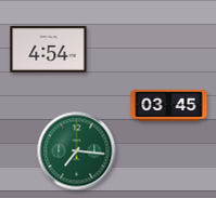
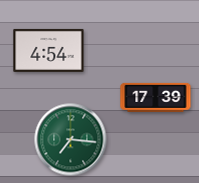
clock at (49, 49) position: (49, 49) -> (49, 50)
clock at (169, 105): 03:45 -> 17:39
